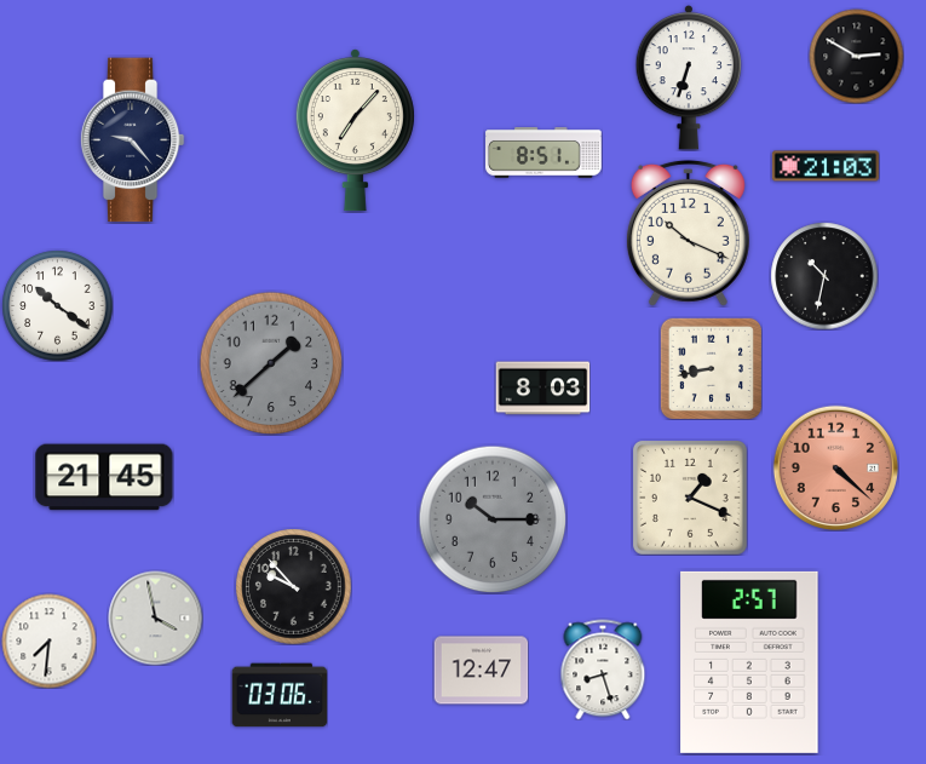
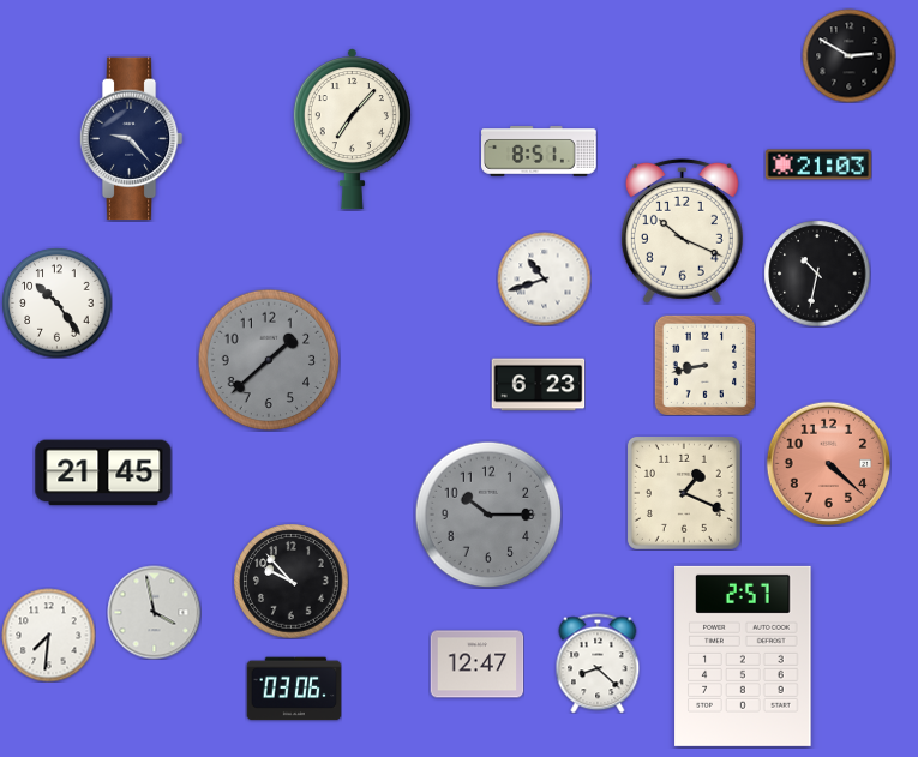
clock at (689, 77): 6:33 -> none
clock at (544, 278): none -> 10:42
clock at (57, 305): 10:21 -> 10:24
clock at (542, 389): 8:03 -> 6:23
clock at (603, 670): 8:27 -> 8:22
clock at (280, 695) position: (280, 695) -> (294, 689)
